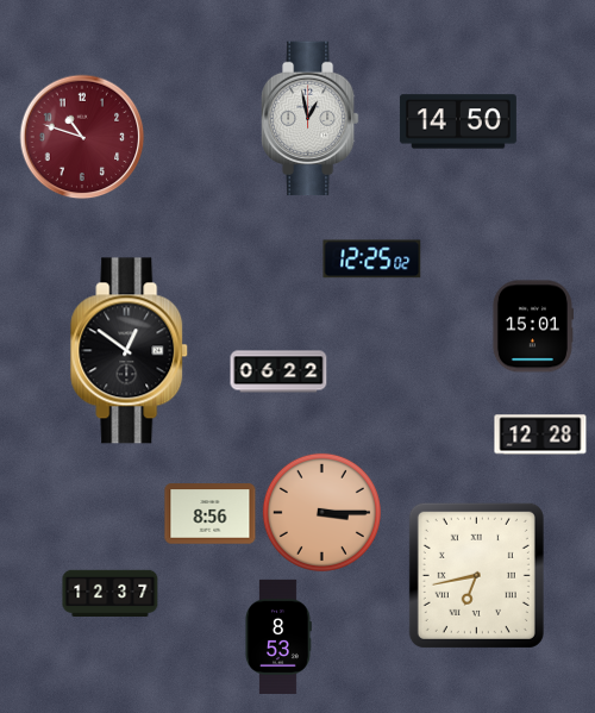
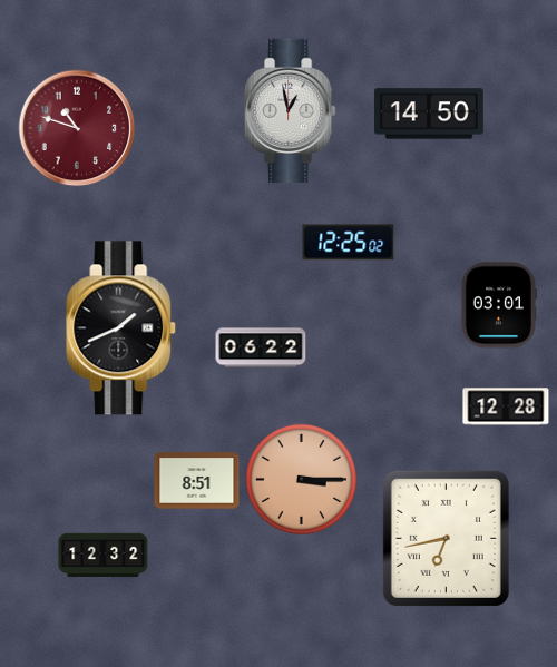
clock at (532, 326): 15:01 -> 03:01
clock at (130, 351): 12:51 -> 1:41
clock at (211, 514): 8:56 -> 8:51
clock at (111, 594): 12:37 -> 12:32
clock at (278, 637): 8:53 -> none
